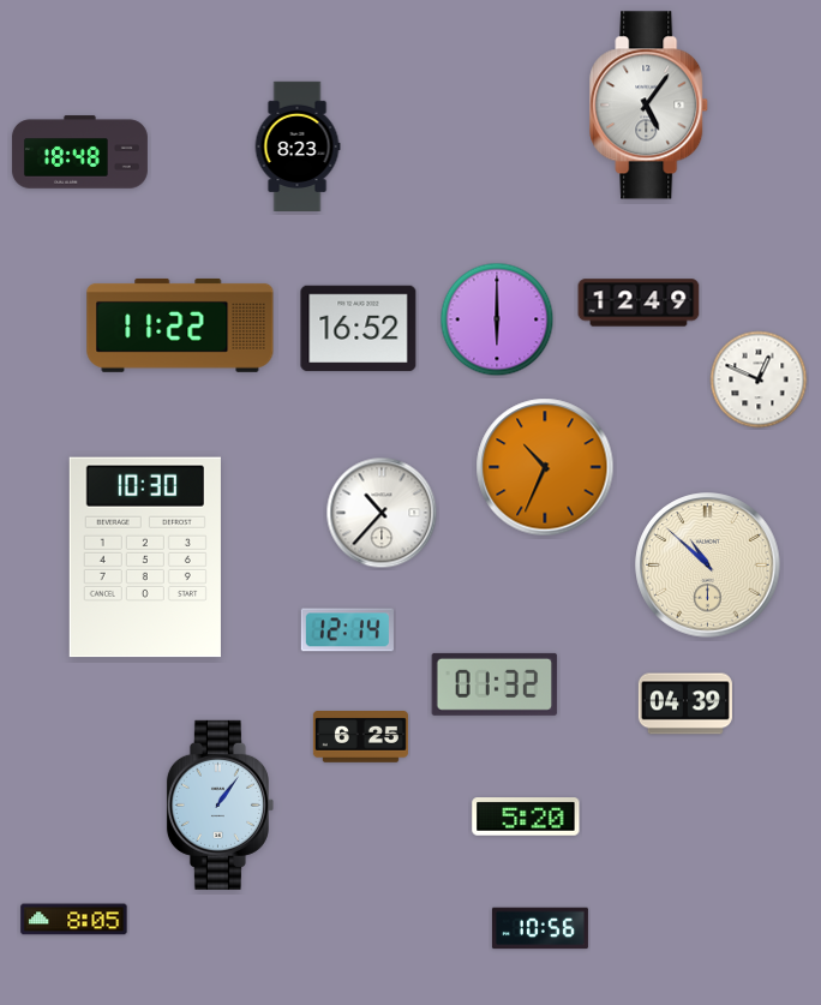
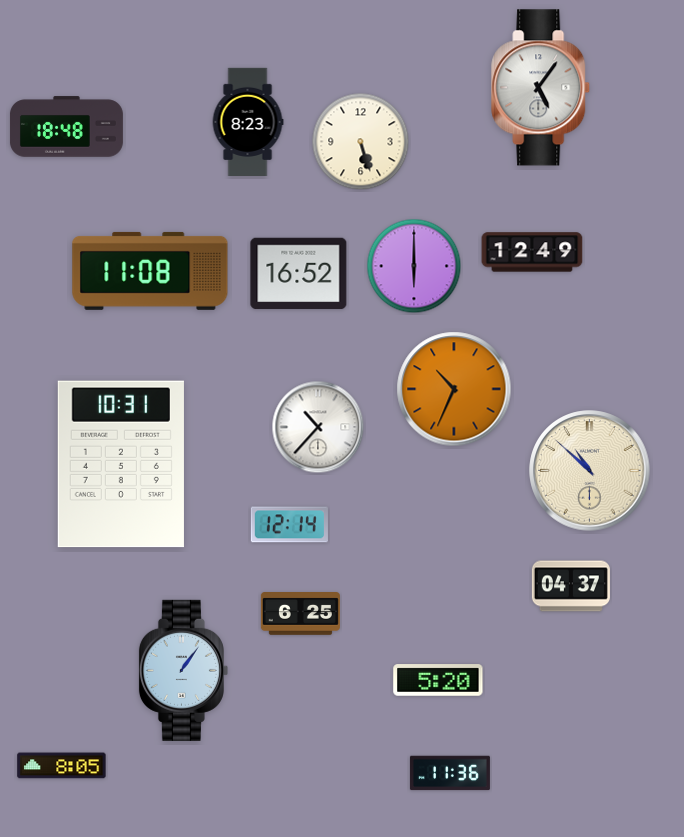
clock at (361, 142): none -> 5:27
clock at (180, 325): 11:22 -> 11:08
clock at (759, 379): 12:49 -> none
clock at (145, 557): 10:30 -> 10:31
clock at (495, 684): 01:32 -> none
clock at (685, 704): 04:39 -> 04:37
clock at (540, 928): 10:56 -> 11:36
